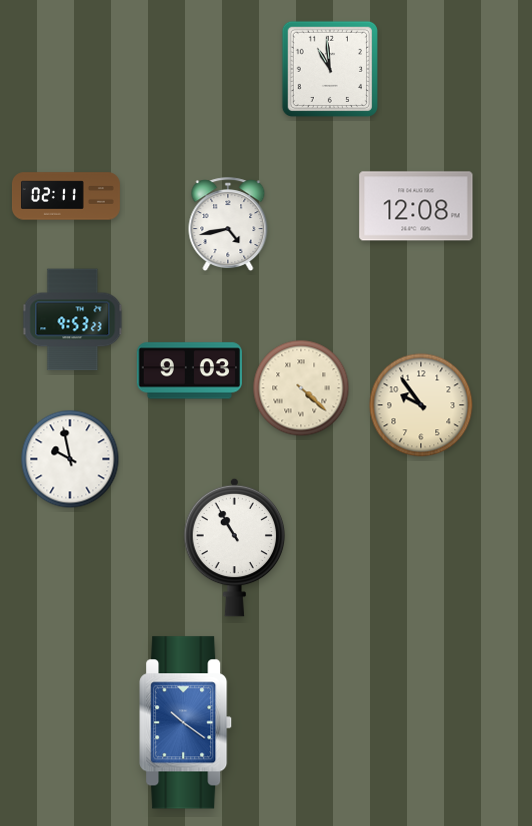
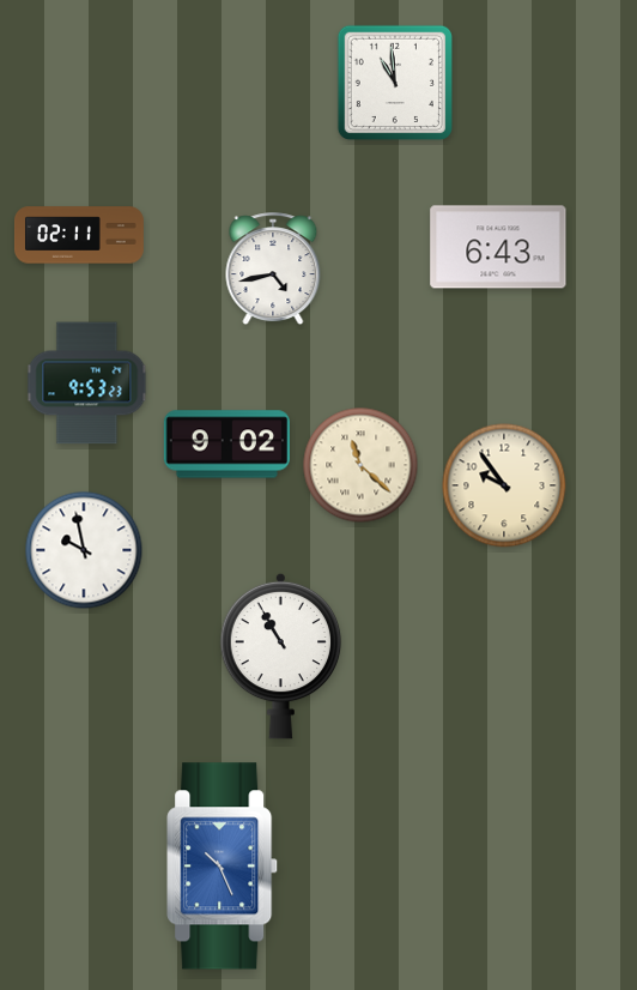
clock at (416, 206): 12:08 -> 6:43
clock at (189, 371): 9:03 -> 9:02
clock at (301, 388): 4:22 -> 11:22
clock at (186, 723): 10:21 -> 10:26
